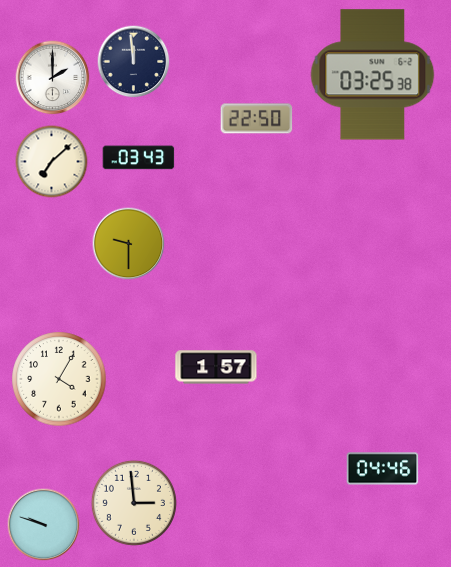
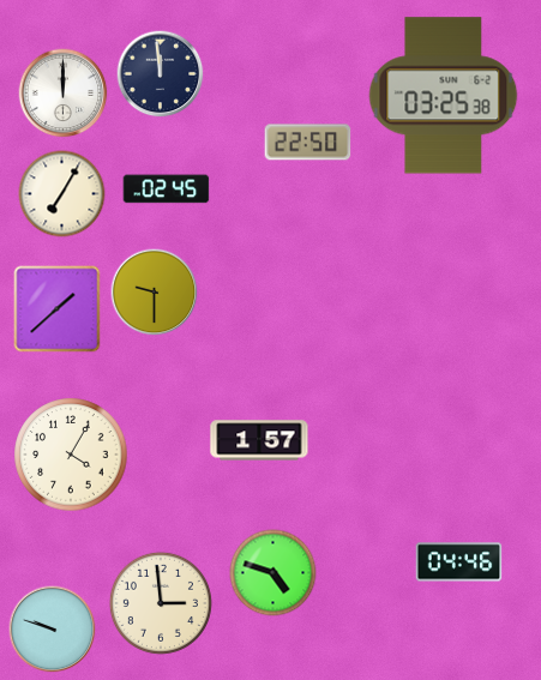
clock at (373, 75) position: (373, 75) -> (444, 96)
clock at (53, 78): 2:00 -> 12:00
clock at (139, 158): 03:43 -> 02:45
clock at (52, 162): 7:08 -> 7:05
clock at (58, 309): none -> 1:38
clock at (273, 573): none -> 4:48
